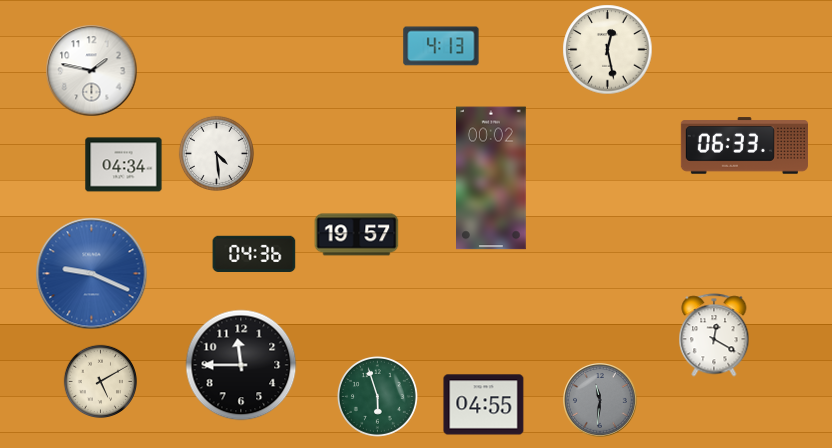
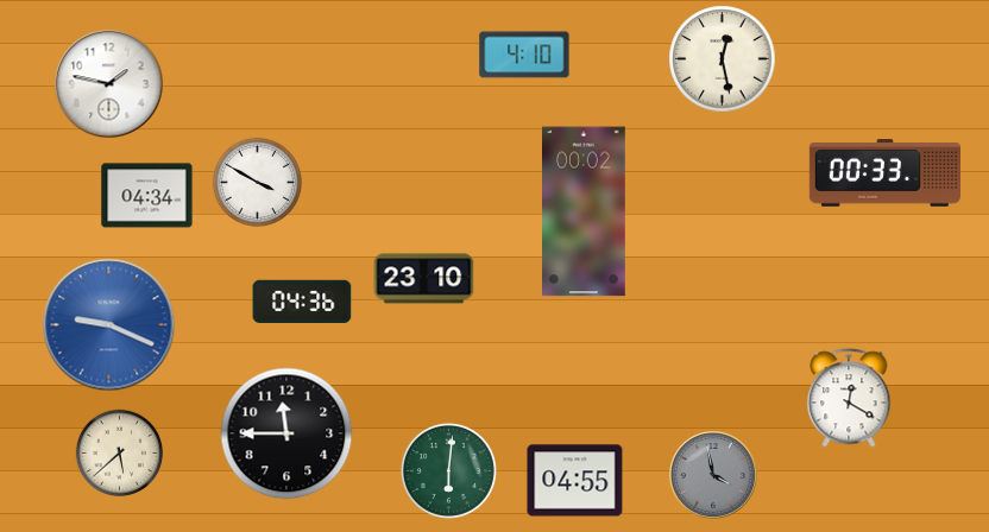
clock at (441, 46): 4:13 -> 4:10
clock at (744, 146): 06:33 -> 00:33
clock at (216, 153): 4:29 -> 3:50
clock at (357, 235): 19:57 -> 23:10
clock at (100, 381): 5:10 -> 5:38
clock at (377, 396): 5:57 -> 6:01
clock at (600, 400): 11:31 -> 3:58
